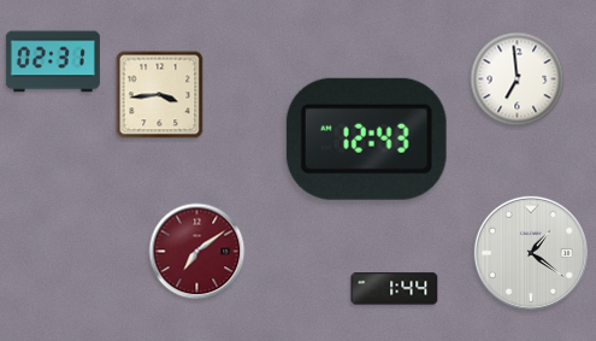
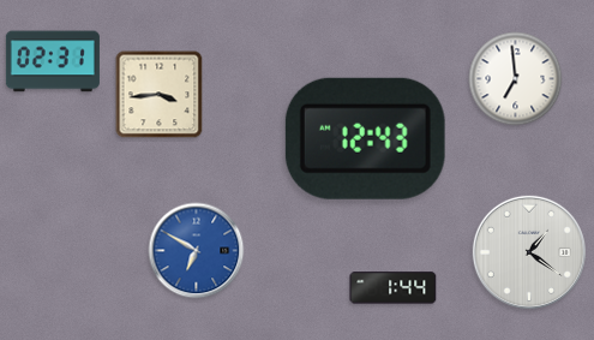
clock at (197, 252): 7:09 -> 6:50
clock at (197, 252) dial: burgundy -> blue
